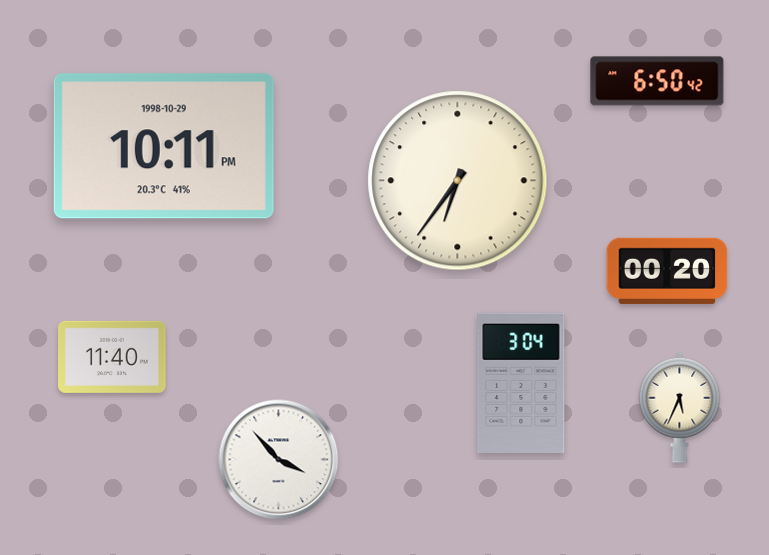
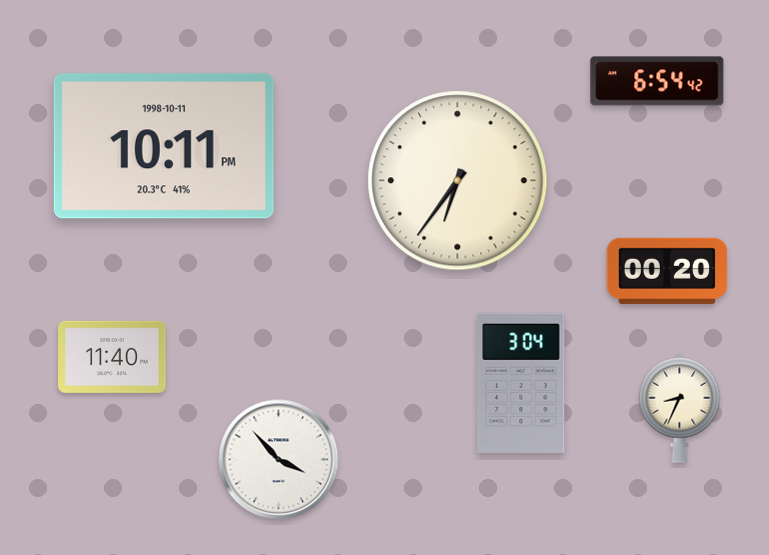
clock at (657, 81): 6:50 -> 6:54
clock at (164, 146) date: 1998-10-29 -> 1998-10-11
clock at (680, 407): 5:34 -> 8:34
